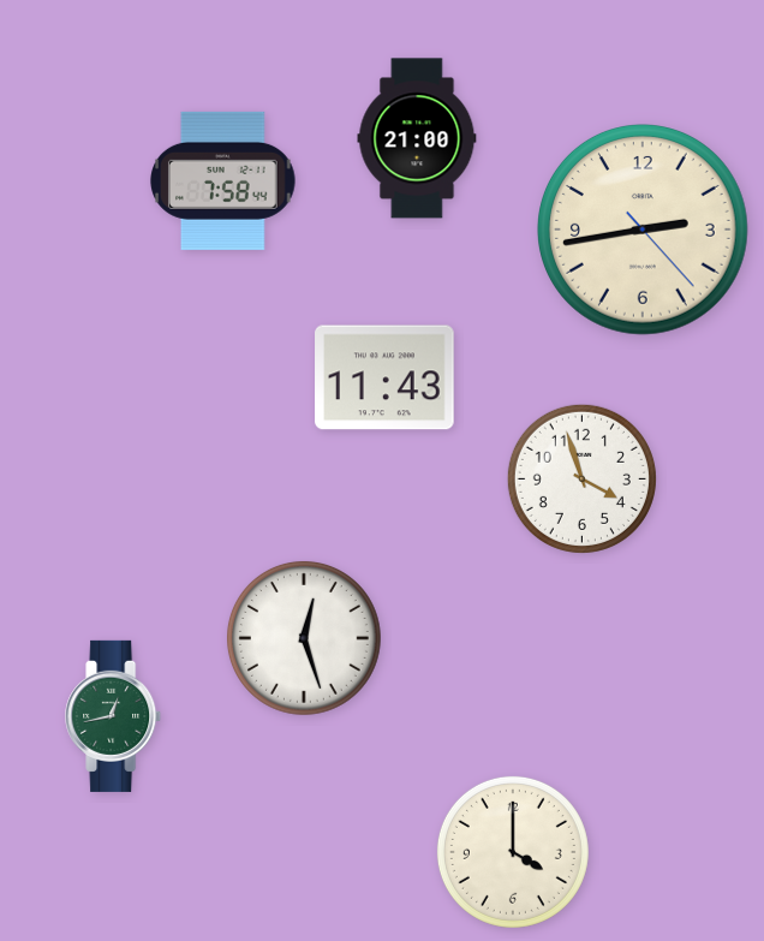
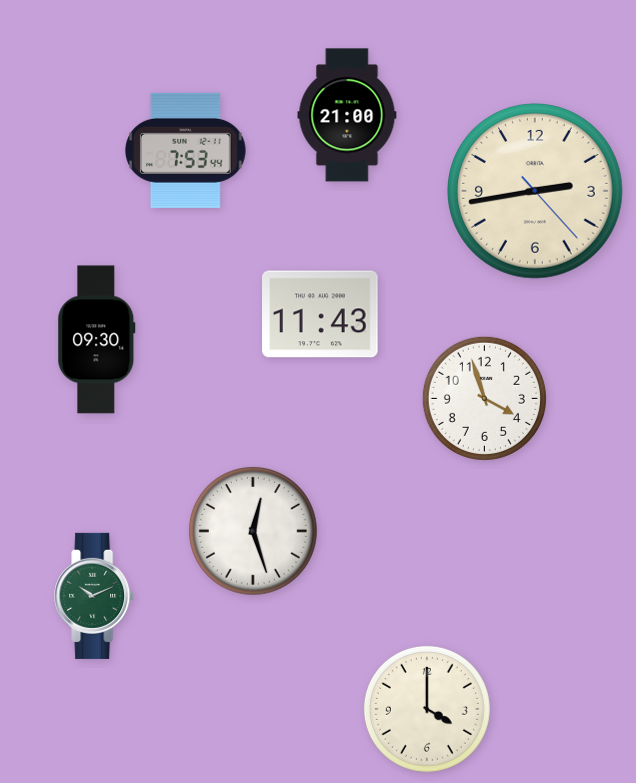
clock at (223, 180): 7:58 -> 7:53
clock at (97, 340): none -> 09:30
clock at (114, 716): 12:43 -> 10:11
